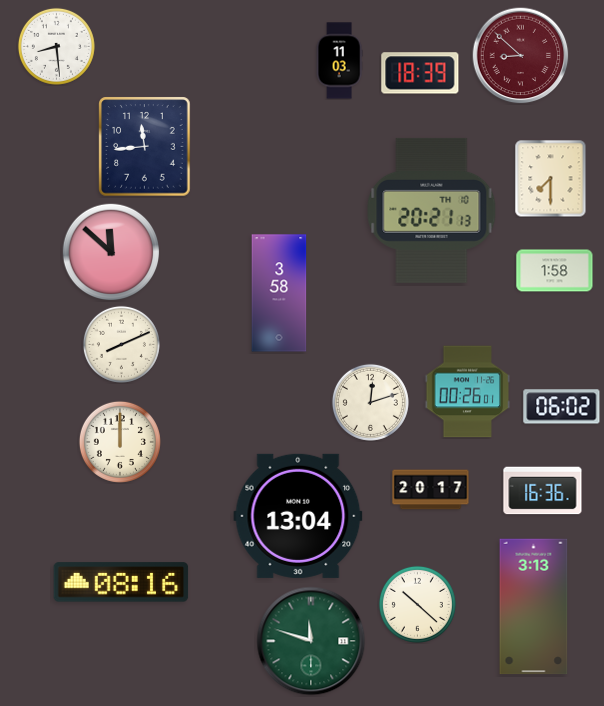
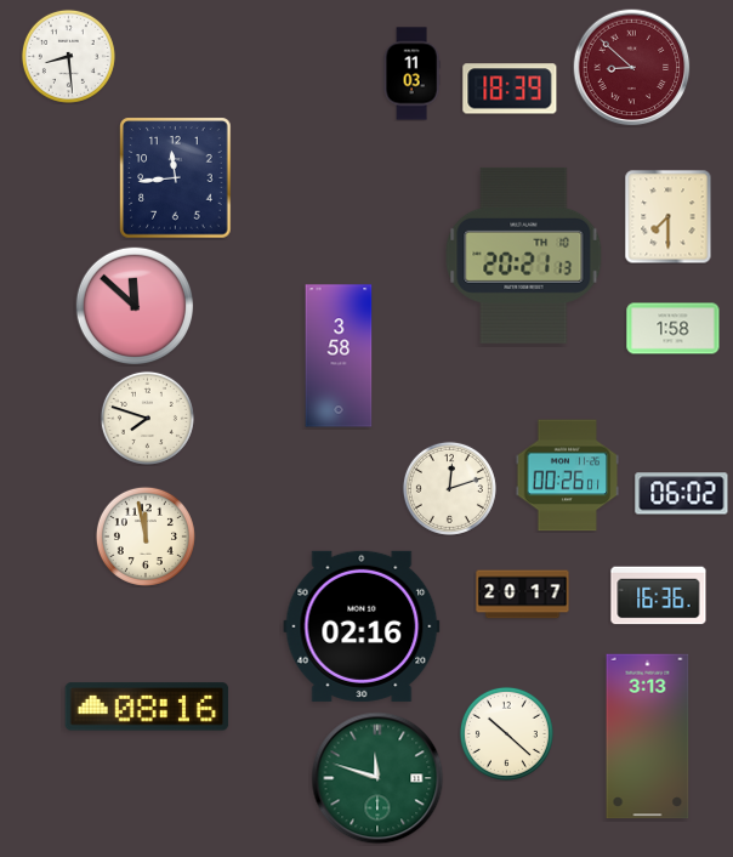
clock at (121, 344): 8:11 -> 7:48
clock at (120, 442): 12:00 -> 11:58
clock at (298, 516): 13:04 -> 02:16
